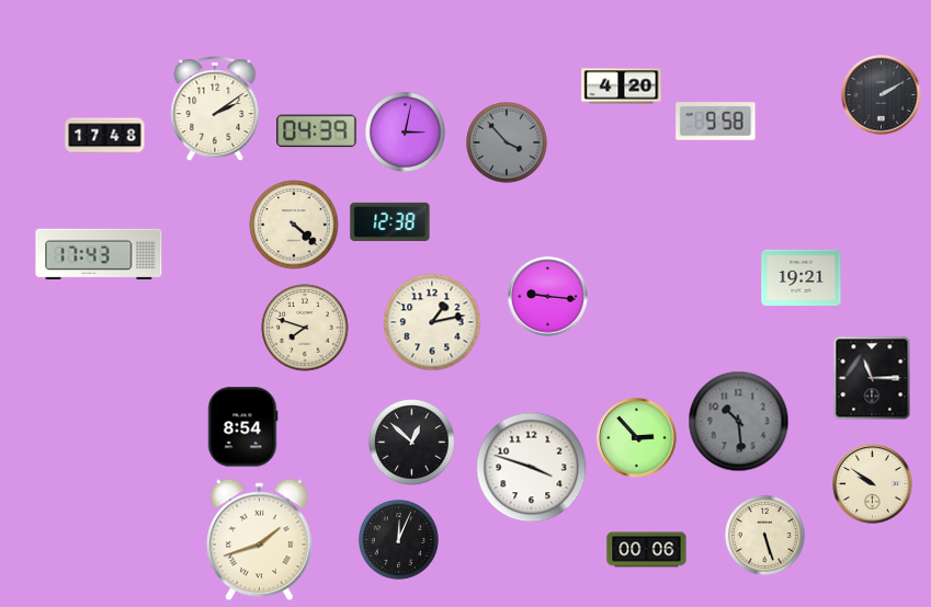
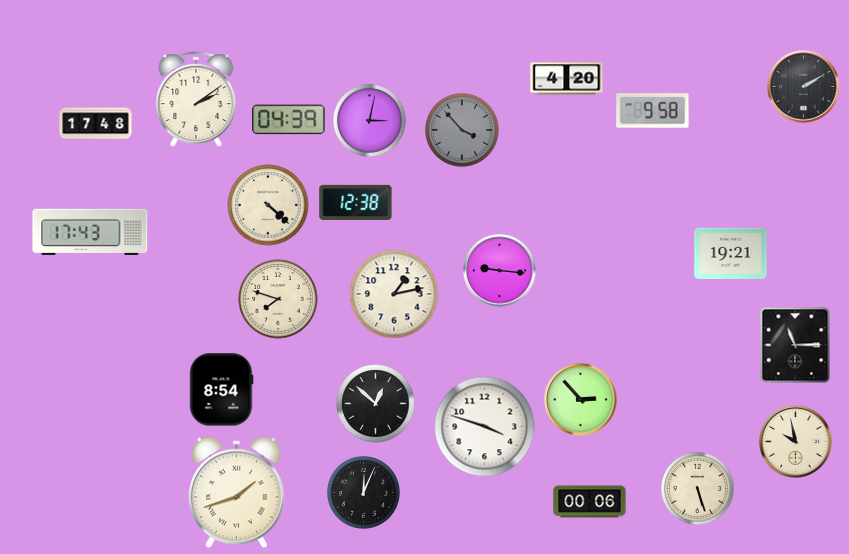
clock at (739, 422): 10:29 -> none
clock at (873, 484): 9:51 -> 9:58
